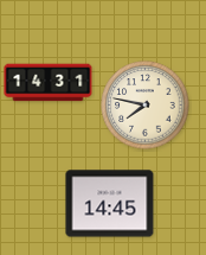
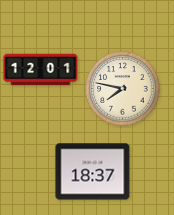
clock at (49, 83): 14:31 -> 12:01
clock at (110, 204): 14:45 -> 18:37
